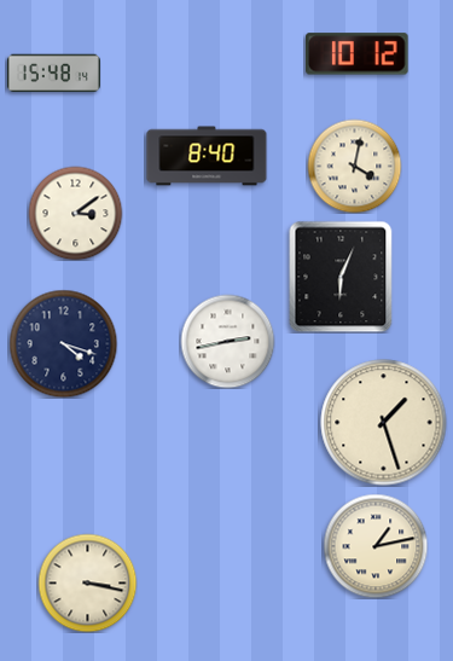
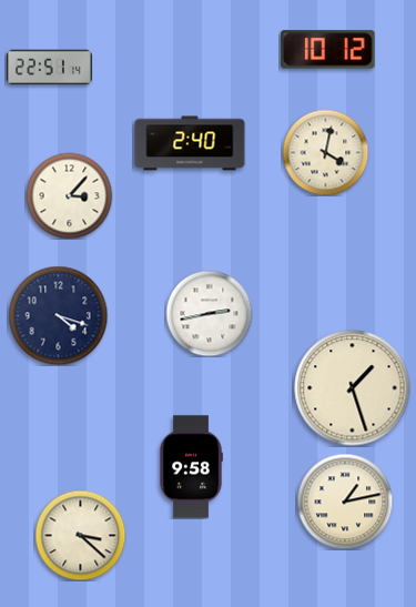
clock at (53, 74): 15:48 -> 22:51
clock at (207, 156): 8:40 -> 2:40
clock at (75, 213): 3:09 -> 3:07
clock at (341, 277): 6:04 -> none
clock at (191, 467): none -> 9:58
clock at (87, 582): 3:17 -> 3:22
